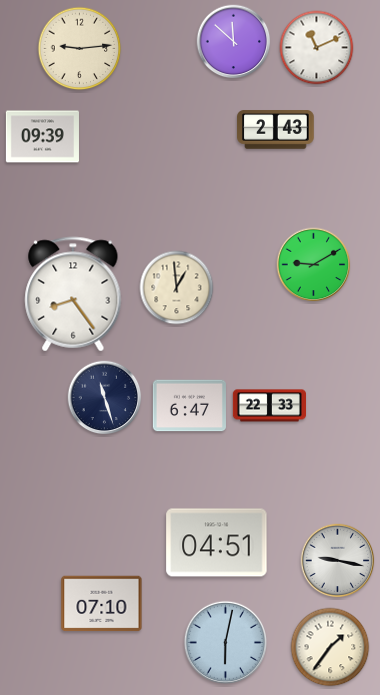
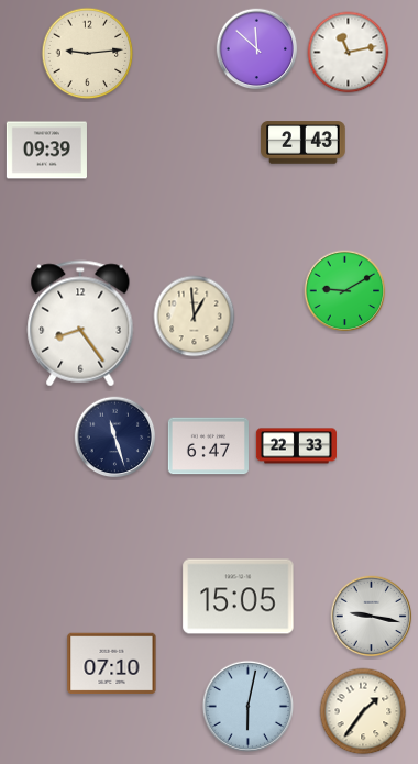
clock at (234, 42) position: (234, 42) -> (257, 49)
clock at (317, 48): 11:11 -> 11:13
clock at (217, 543): 04:51 -> 15:05
